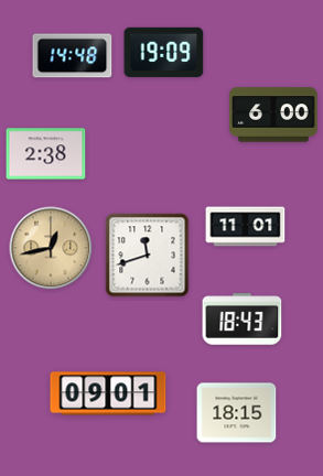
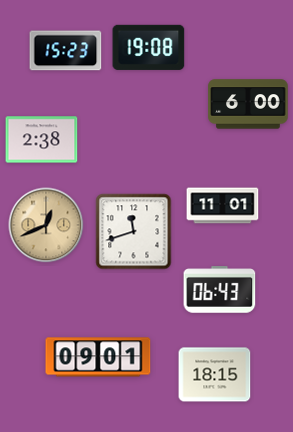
clock at (164, 52): 19:09 -> 19:08
clock at (73, 56): 14:48 -> 15:23
clock at (51, 248): 12:43 -> 12:41
clock at (243, 320): 18:43 -> 06:43
